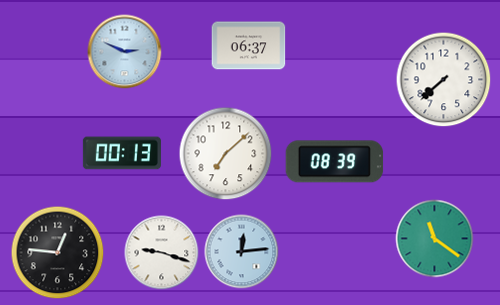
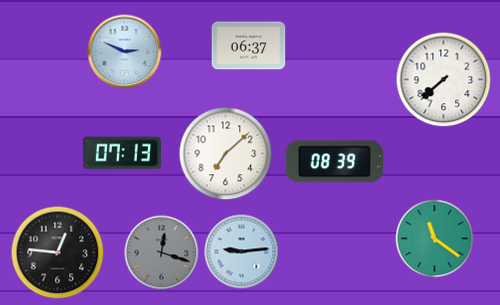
clock at (122, 153): 00:13 -> 07:13
clock at (242, 252): 12:14 -> 9:14
clock at (162, 253): 9:18 -> 12:18
clock at (162, 253) dial: white -> grey
